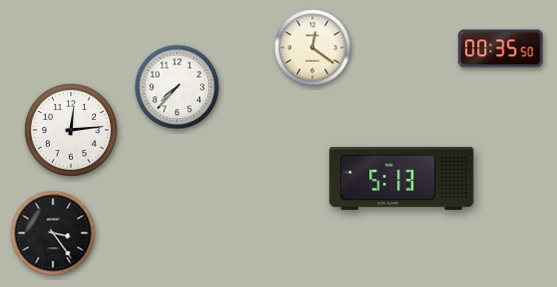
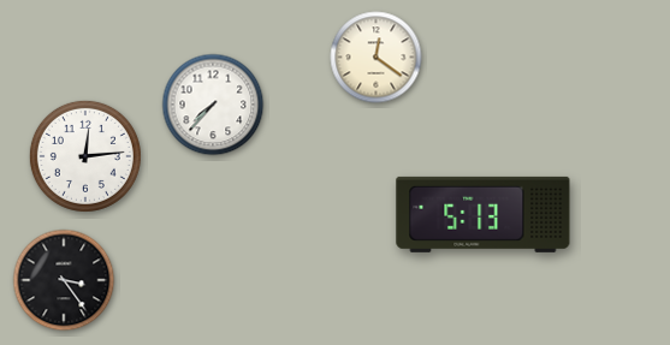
clock at (501, 49): 00:35 -> none
